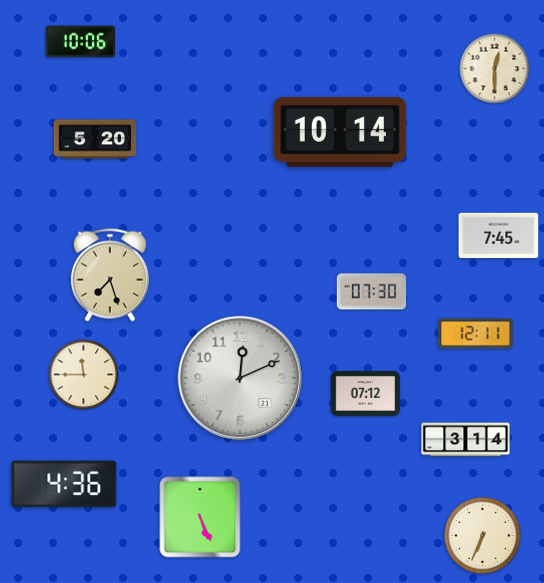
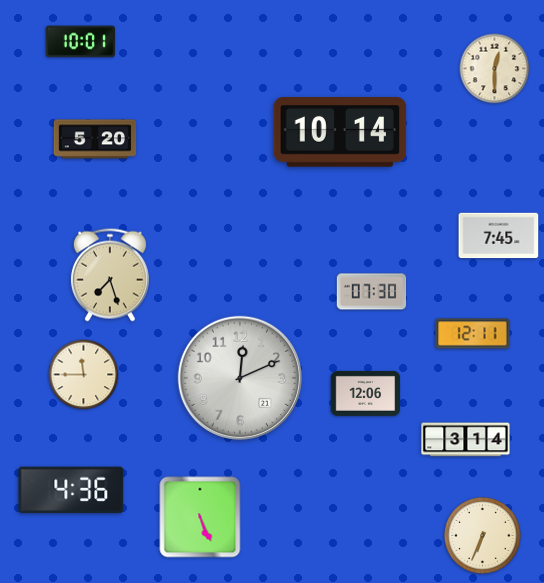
clock at (80, 42): 10:06 -> 10:01
clock at (476, 334) position: (476, 334) -> (473, 334)
clock at (366, 393): 07:12 -> 12:06
clock at (64, 484) position: (64, 484) -> (71, 490)
